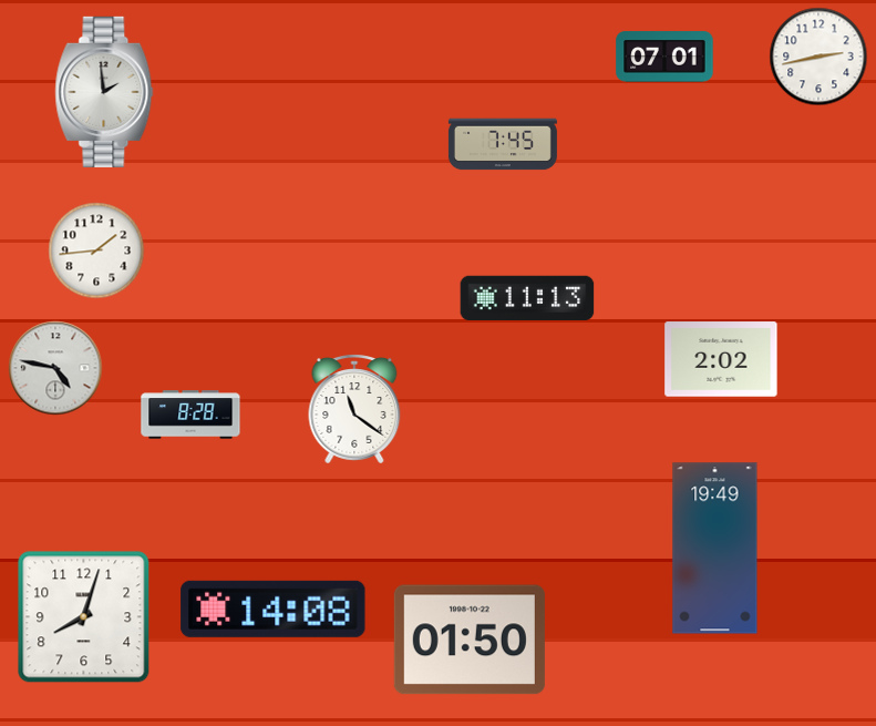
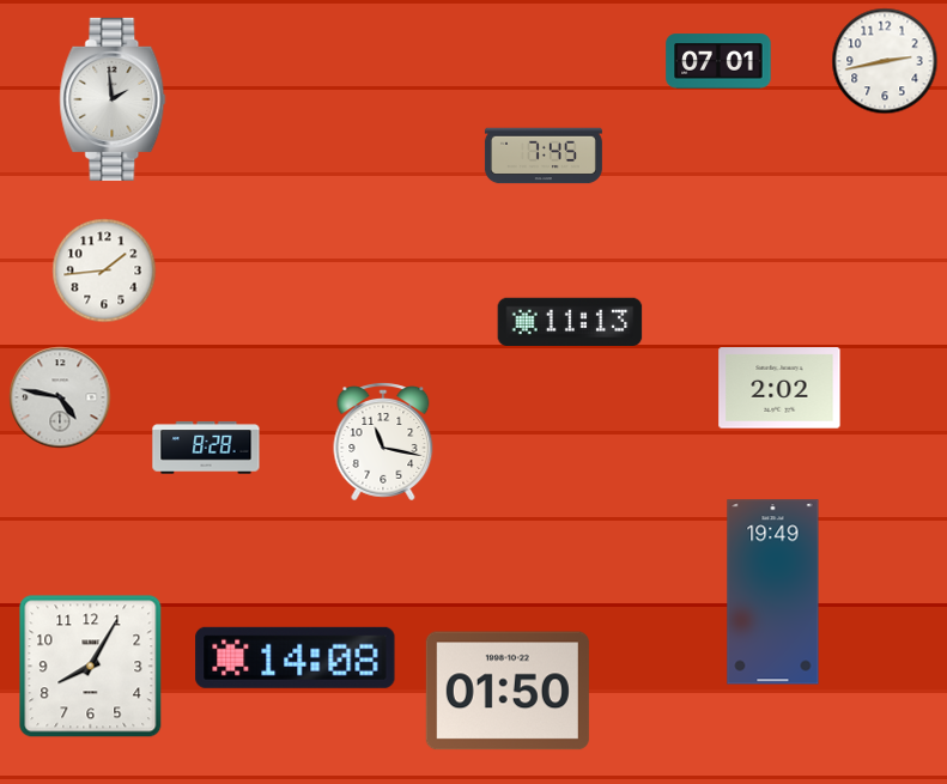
clock at (354, 409): 11:21 -> 11:17
clock at (84, 617): 8:03 -> 8:05
